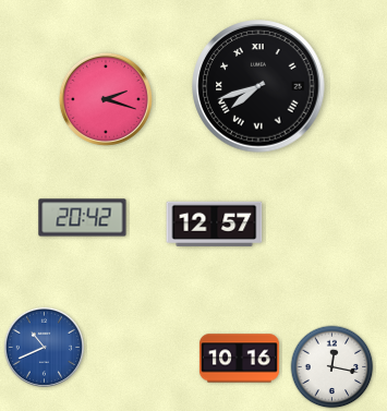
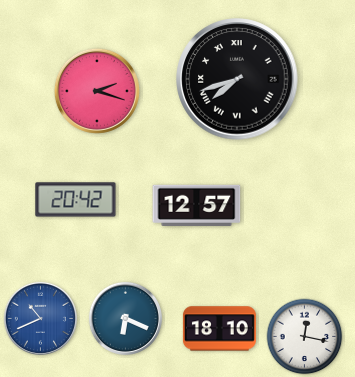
clock at (125, 318): none -> 6:19
clock at (239, 359): 10:16 -> 18:10
